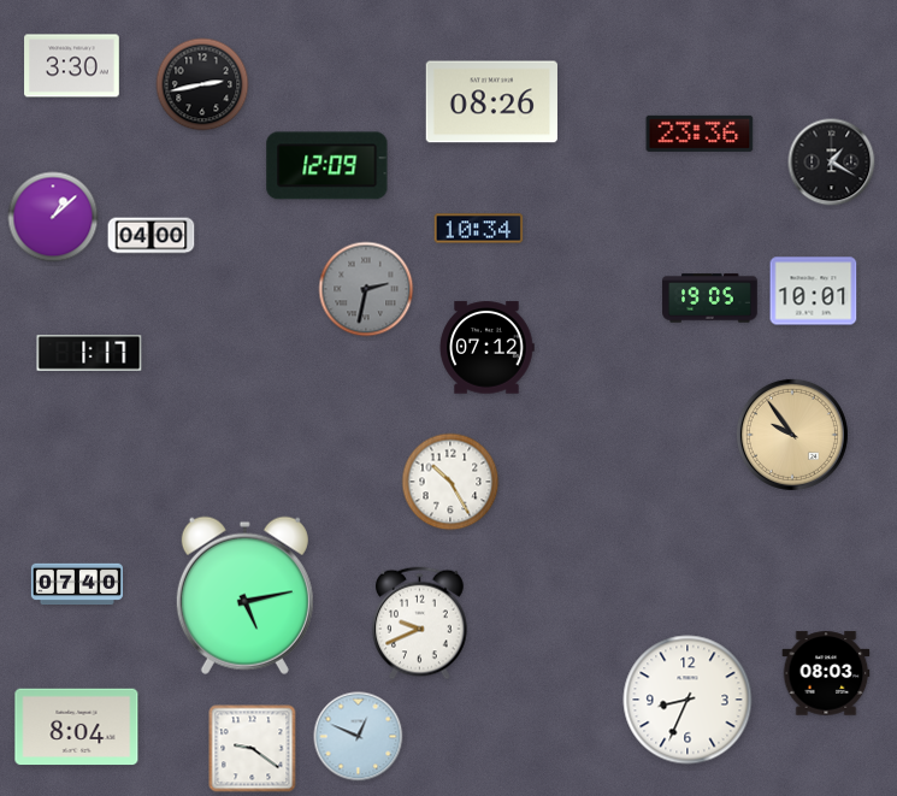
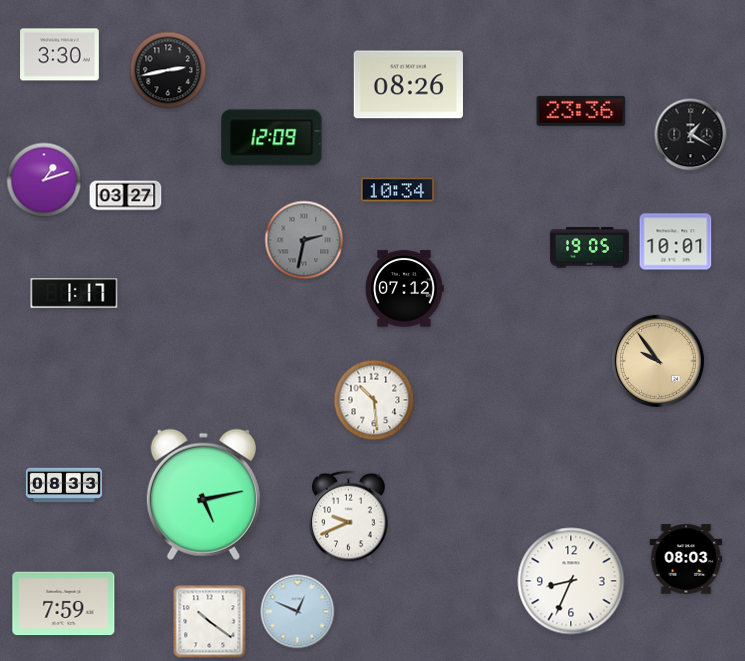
clock at (53, 217): 1:08 -> 1:12
clock at (152, 236): 04:00 -> 03:27
clock at (450, 482): 10:25 -> 10:29
clock at (77, 584): 07:40 -> 08:33
clock at (77, 727): 8:04 -> 7:59
clock at (253, 749): 9:21 -> 10:21
